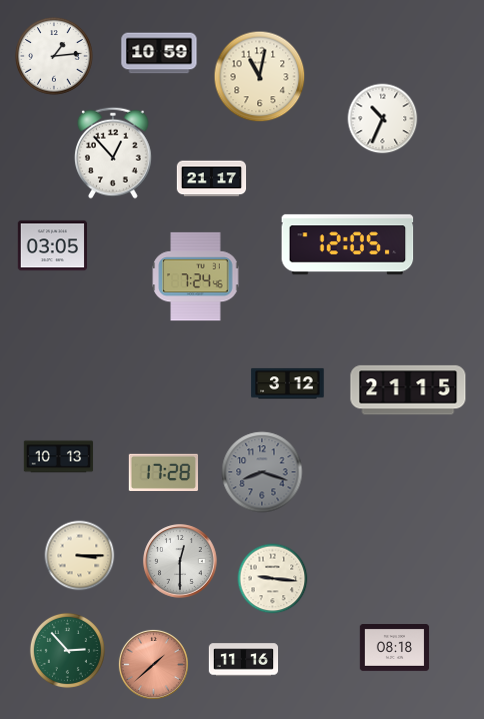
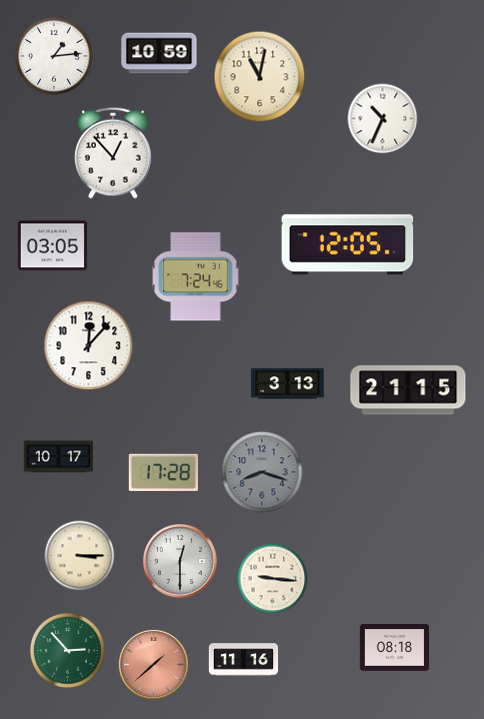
clock at (212, 179): 21:17 -> none
clock at (89, 346): none -> 12:07
clock at (288, 384): 3:12 -> 3:13
clock at (59, 457): 10:13 -> 10:17
